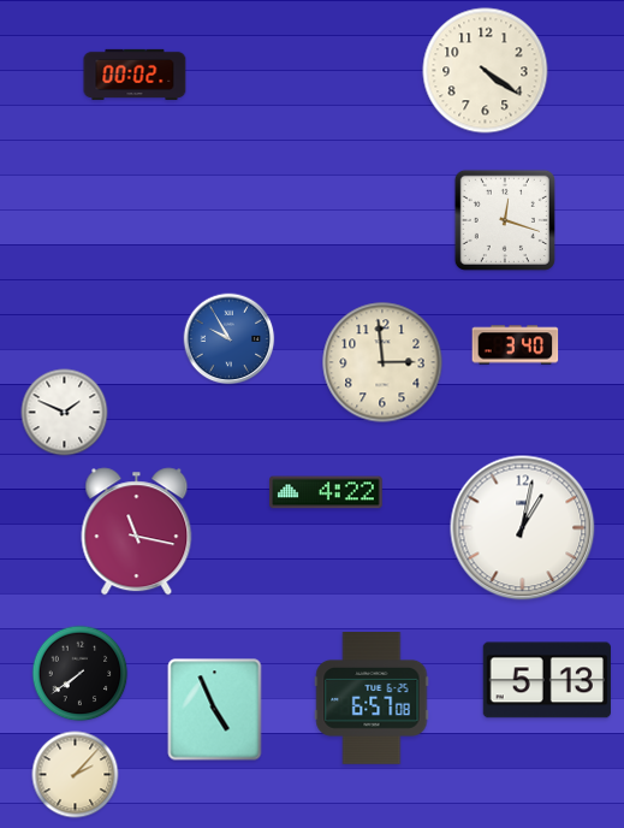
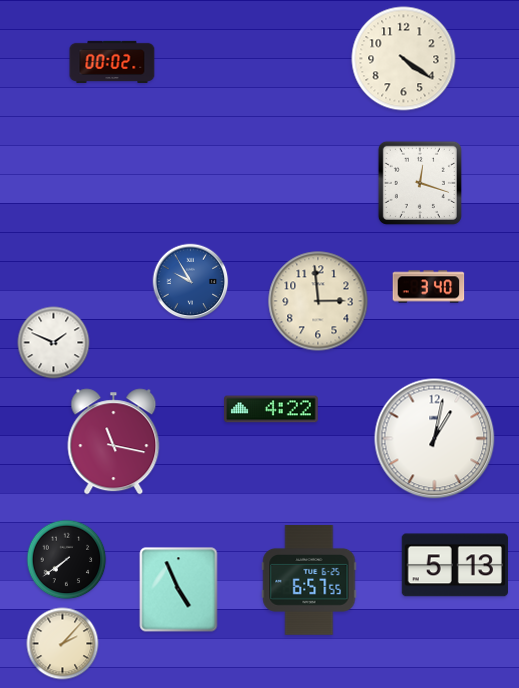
clock at (372, 699): 6:57:08 -> 6:57:55
